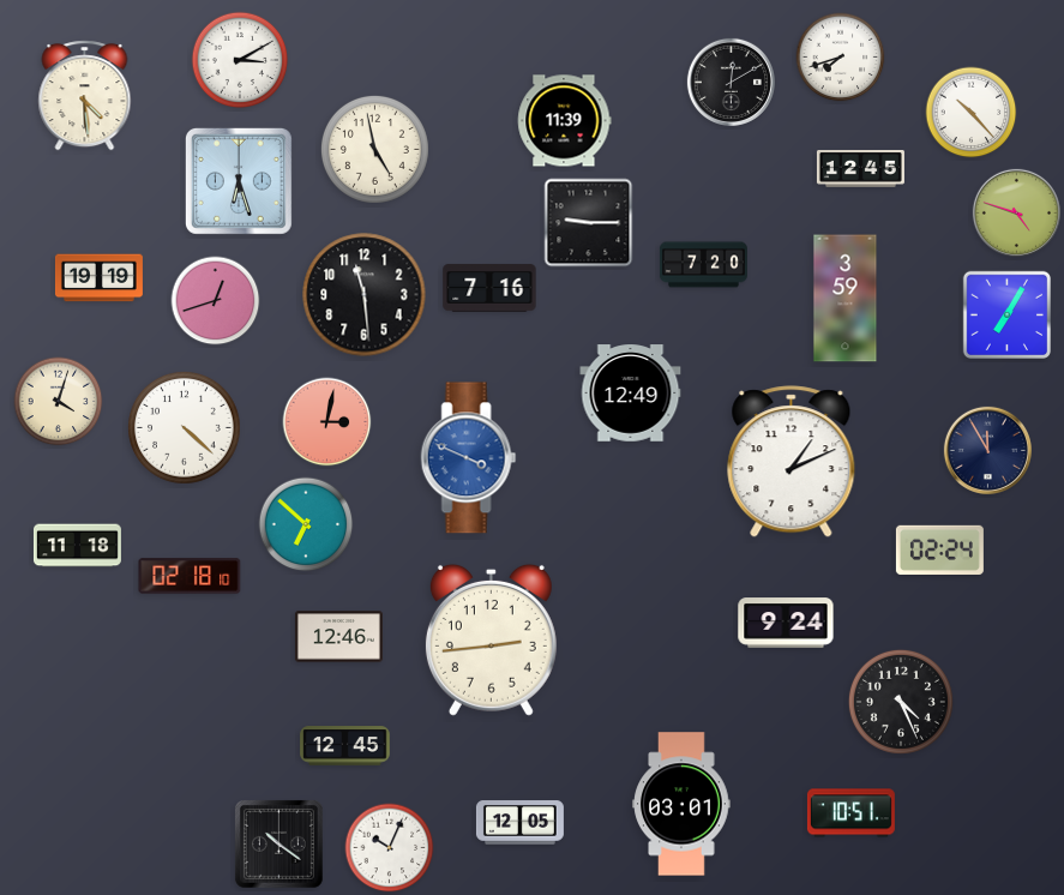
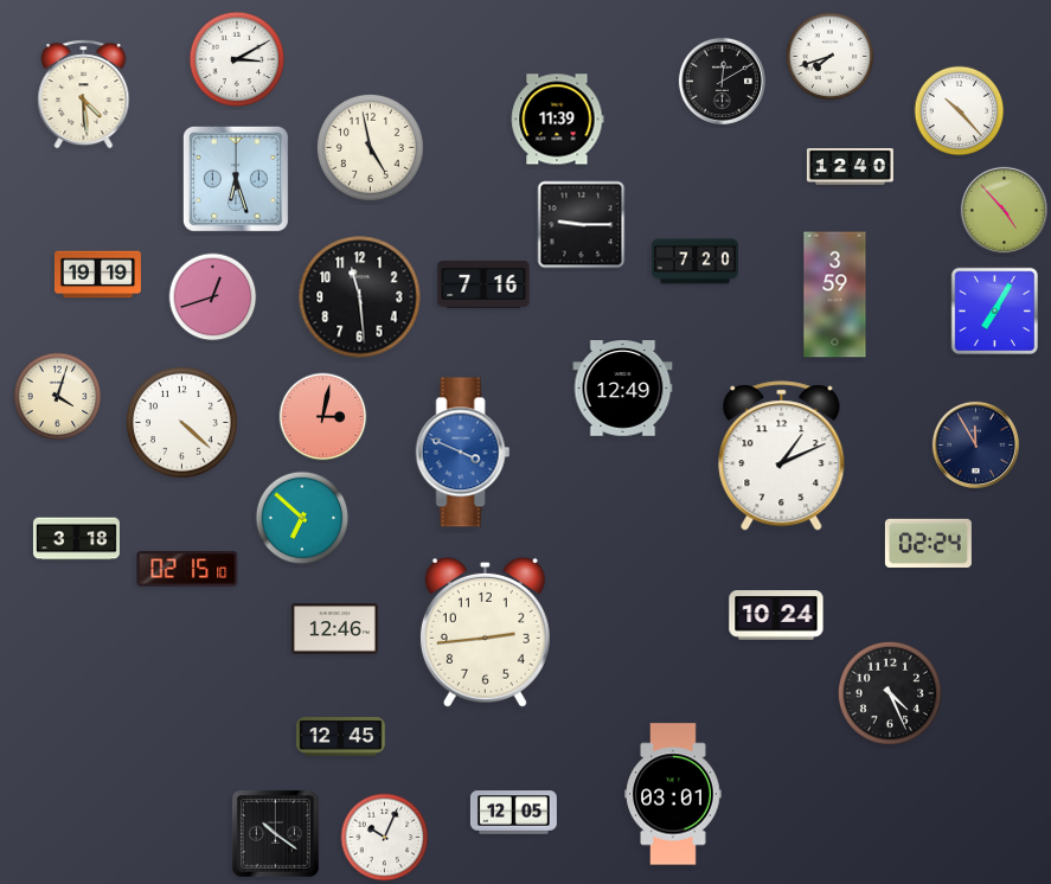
clock at (860, 169): 12:45 -> 12:40
clock at (1016, 212): 4:48 -> 4:53
clock at (589, 223) position: (589, 223) -> (582, 225)
clock at (365, 295) position: (365, 295) -> (360, 297)
clock at (77, 546): 11:18 -> 3:18
clock at (190, 576): 02:18 -> 02:15
clock at (786, 623): 9:24 -> 10:24
clock at (850, 813): 10:51 -> none
